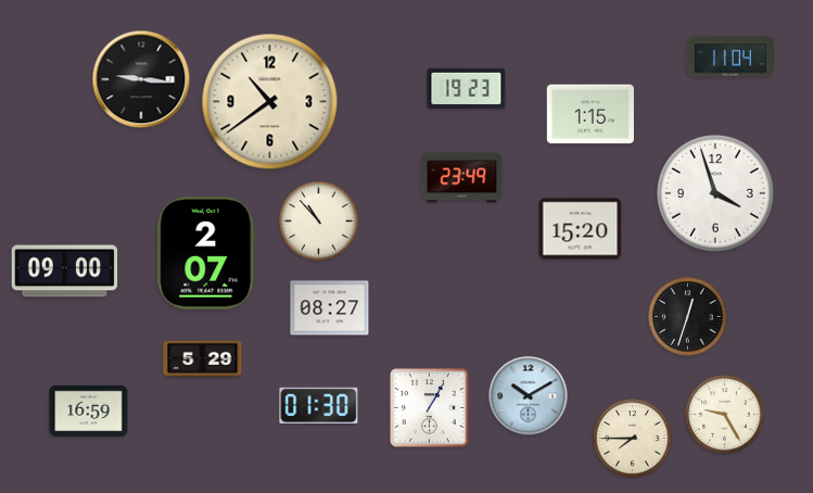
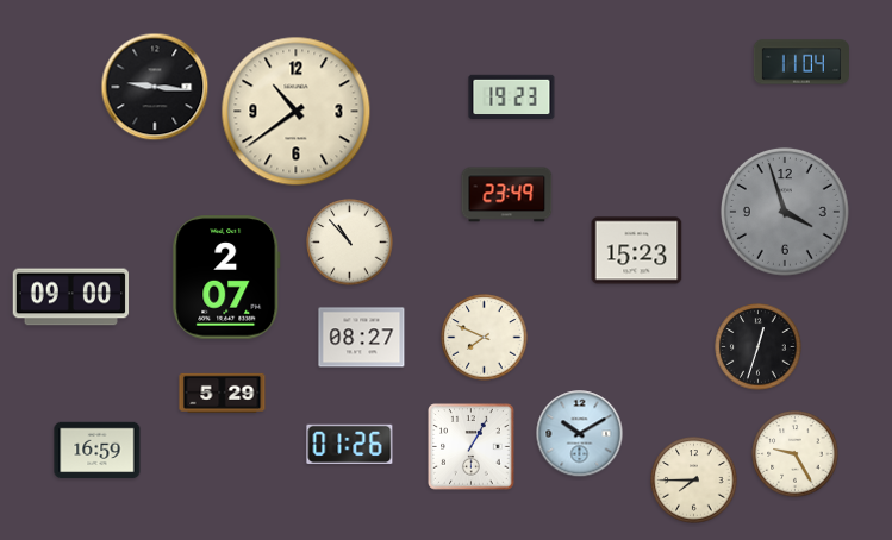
clock at (590, 114): 1:15 -> none
clock at (715, 193) dial: white -> grey
clock at (581, 229): 15:20 -> 15:23
clock at (485, 338): none -> 7:49
clock at (688, 317) position: (688, 317) -> (759, 347)
clock at (319, 405): 01:30 -> 01:26
